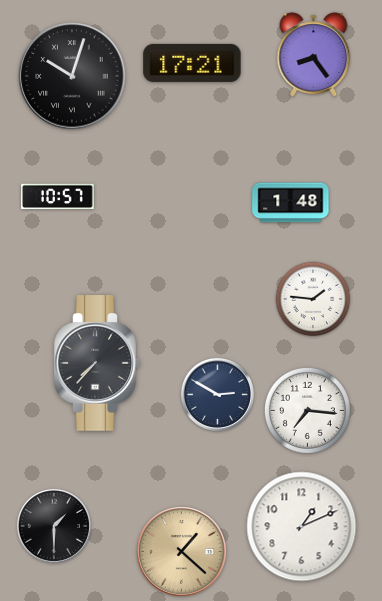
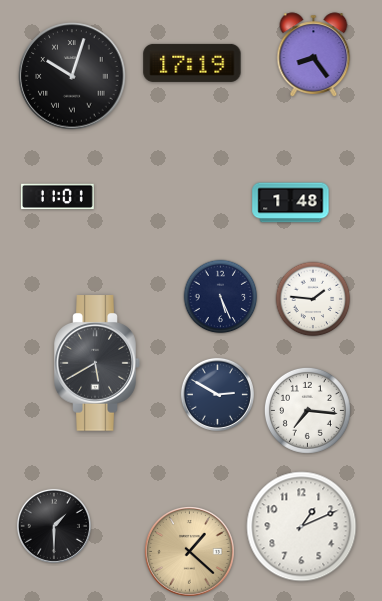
clock at (192, 63): 17:21 -> 17:19
clock at (58, 197): 10:57 -> 11:01
clock at (221, 297): none -> 5:26
clock at (97, 363): 7:37 -> 5:40
clock at (182, 552) position: (182, 552) -> (190, 552)
